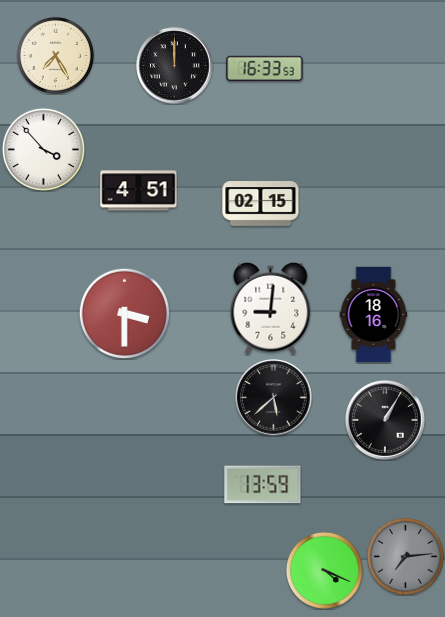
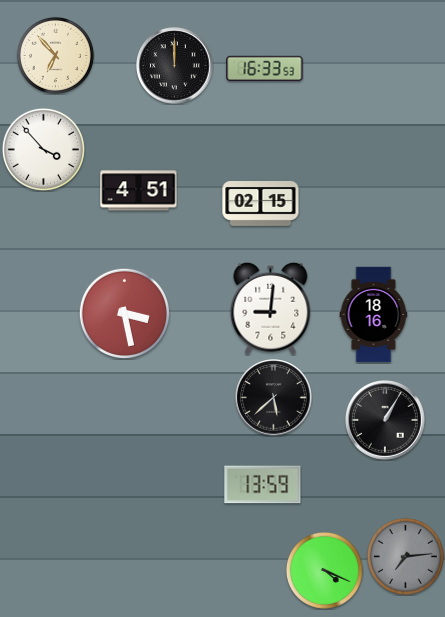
clock at (55, 55): 7:25 -> 6:53
clock at (124, 313): 3:30 -> 3:28
